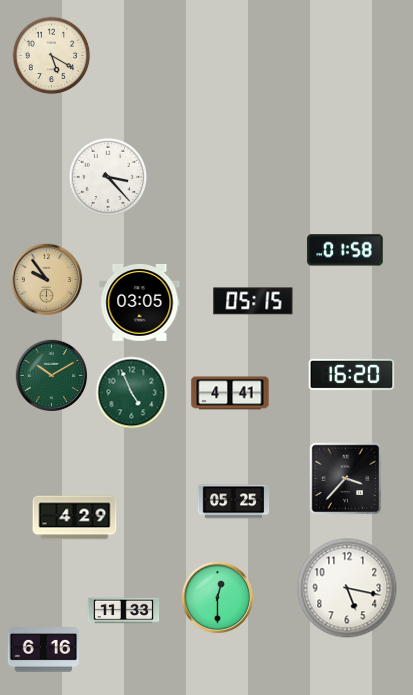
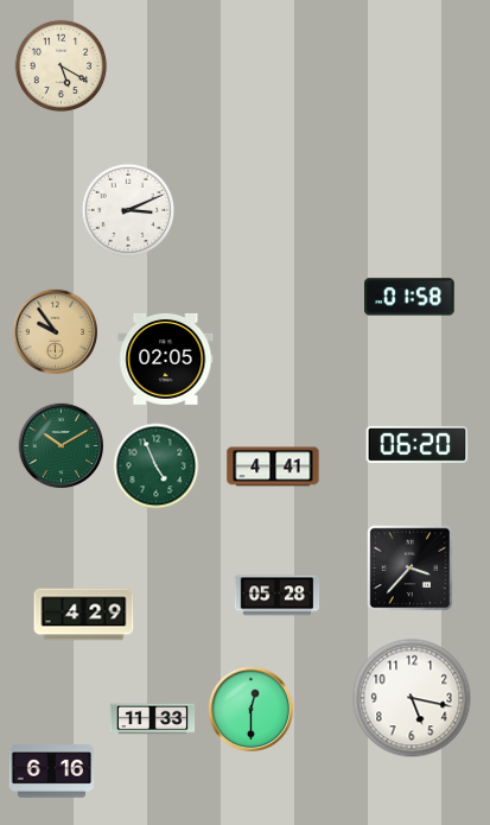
clock at (108, 177): 3:23 -> 3:11
clock at (253, 301): 05:15 -> none
clock at (140, 302): 03:05 -> 02:05
clock at (352, 374): 16:20 -> 06:20
clock at (234, 502): 05:25 -> 05:28
clock at (75, 518) position: (75, 518) -> (84, 615)
clock at (218, 598) position: (218, 598) -> (252, 710)
clock at (124, 611) position: (124, 611) -> (153, 719)
